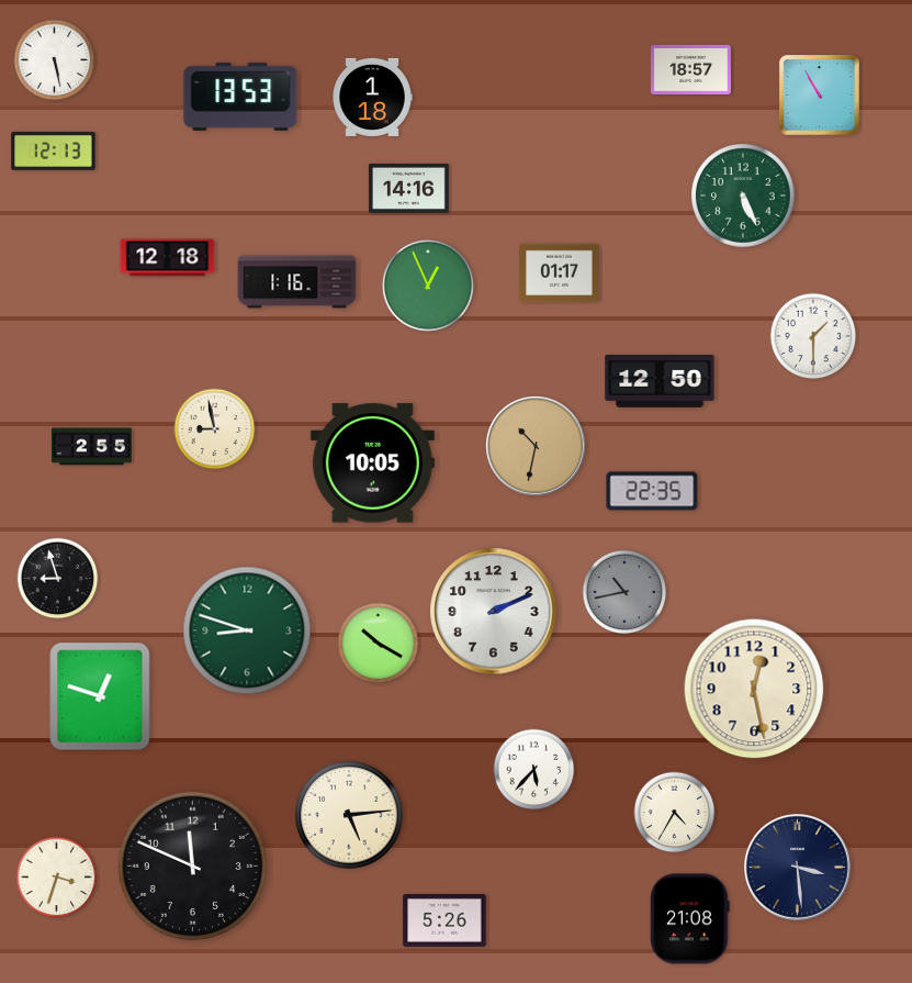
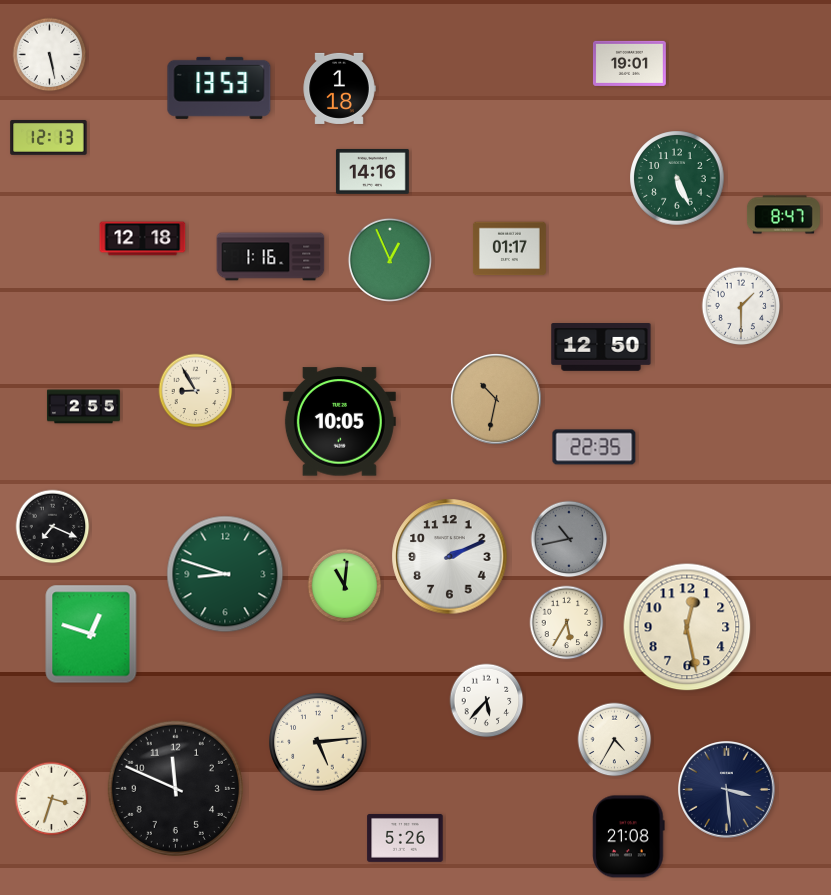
clock at (690, 69): 18:57 -> 19:01
clock at (820, 96): 10:55 -> none
clock at (783, 215): none -> 8:47
clock at (168, 258) position: (168, 258) -> (143, 239)
clock at (215, 429): 8:58 -> 8:55
clock at (536, 446) position: (536, 446) -> (496, 399)
clock at (58, 579): 8:57 -> 7:19
clock at (379, 644): 10:20 -> 11:01
clock at (567, 623): none -> 5:35
